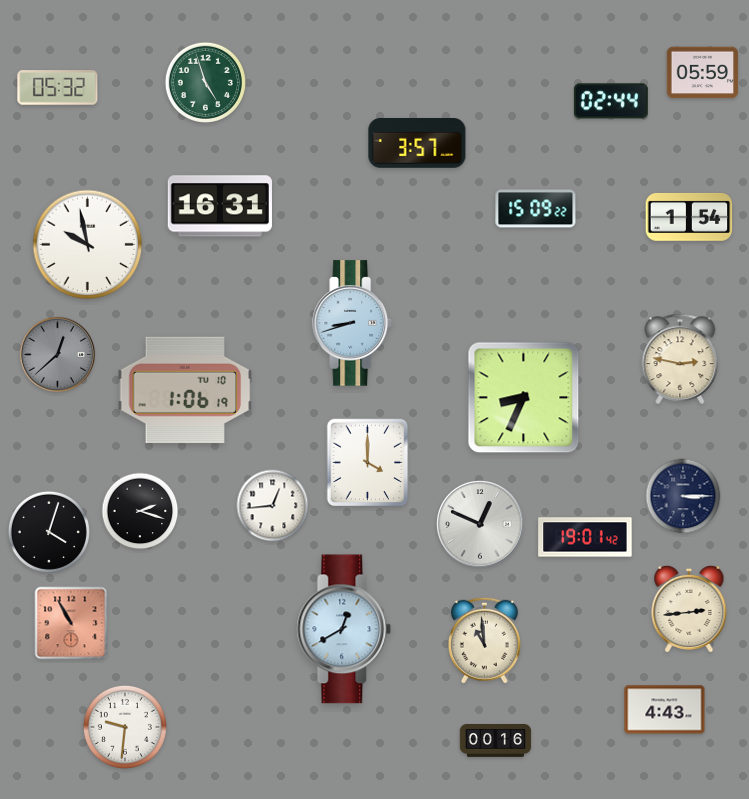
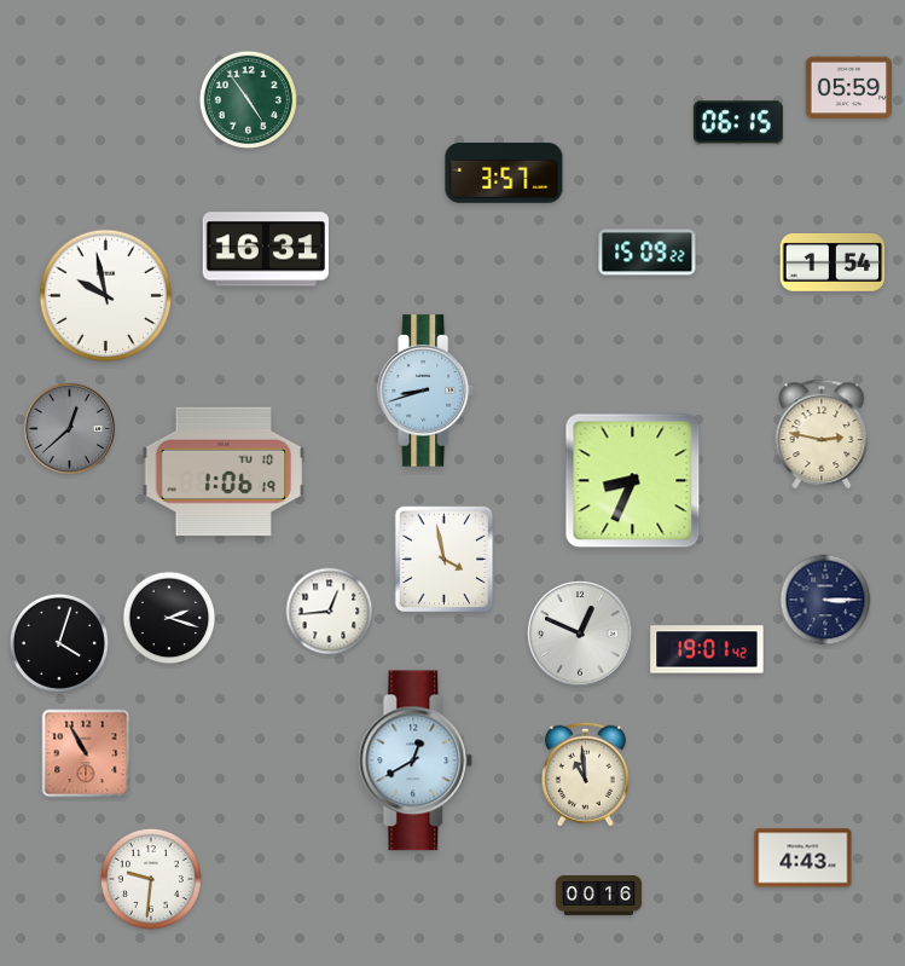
clock at (205, 82): 4:57 -> 4:54
clock at (58, 88): 05:32 -> none
clock at (611, 101): 02:44 -> 06:15
clock at (368, 463): 4:00 -> 3:58
clock at (689, 608): 2:44 -> none
